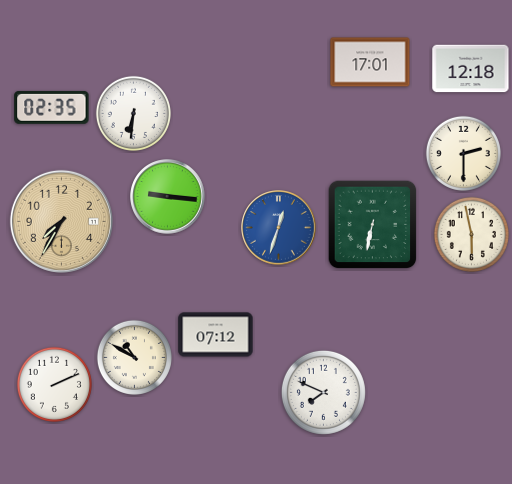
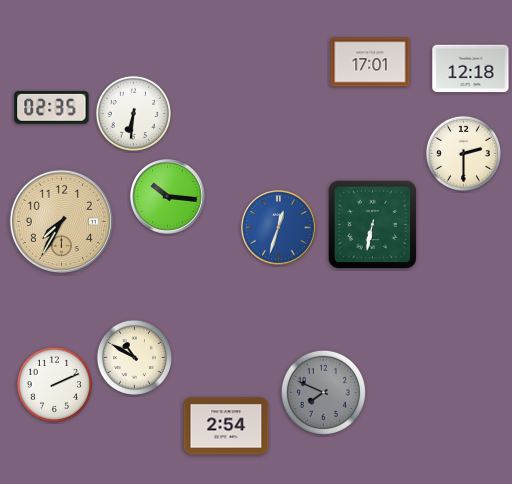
clock at (168, 197): 9:16 -> 10:16
clock at (471, 234): 5:58 -> none
clock at (216, 335): 07:12 -> none
clock at (323, 392) dial: white -> grey
clock at (226, 426): none -> 2:54
